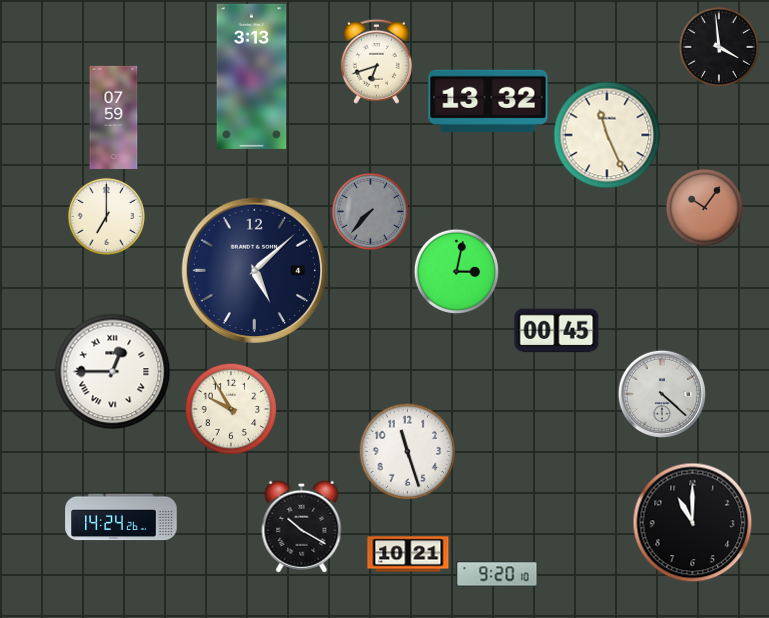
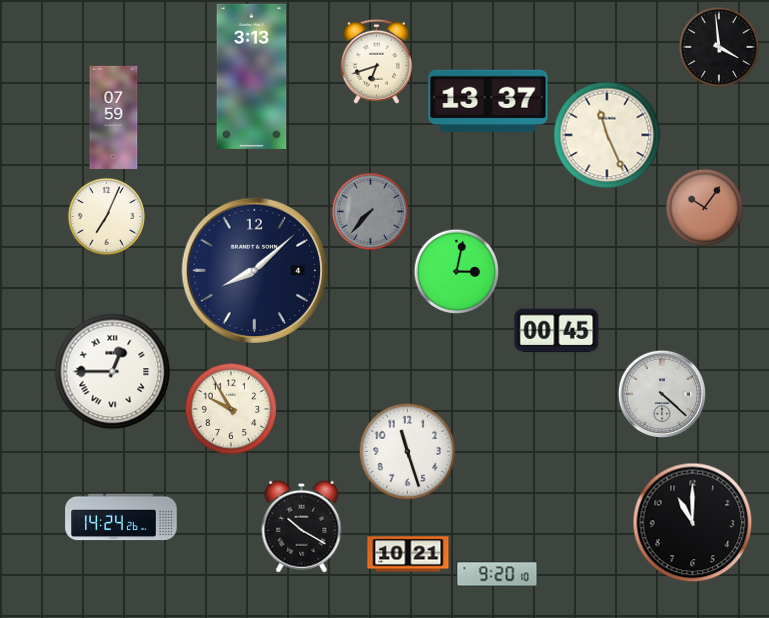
clock at (488, 101): 13:32 -> 13:37
clock at (106, 216): 7:00 -> 7:04
clock at (254, 270): 5:08 -> 8:08
